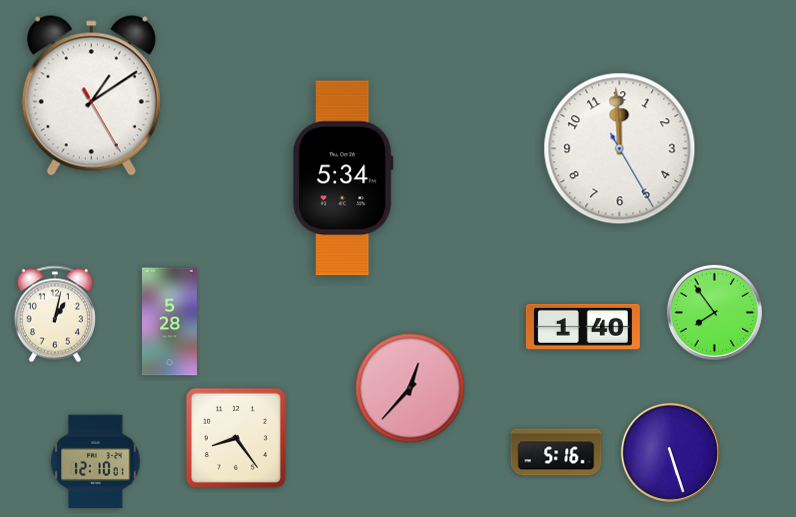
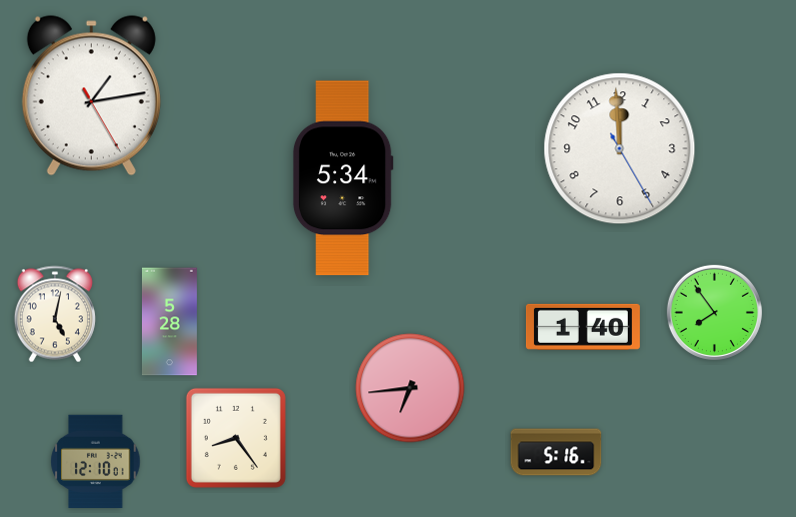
clock at (91, 96): 1:09 -> 1:13
clock at (55, 314): 1:02 -> 5:02
clock at (410, 388): 12:37 -> 6:44
clock at (670, 452): 5:27 -> none
